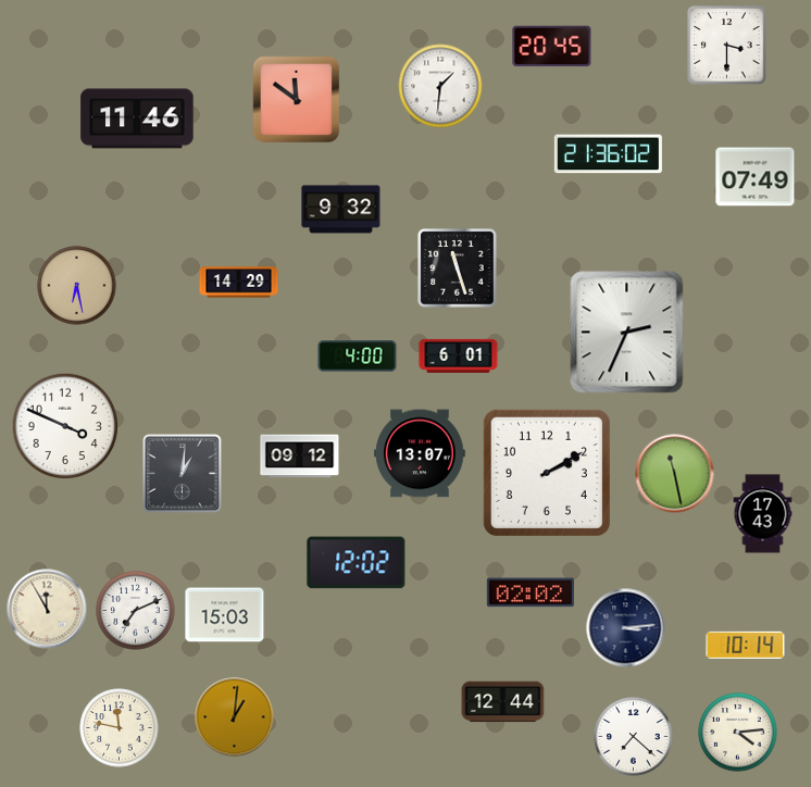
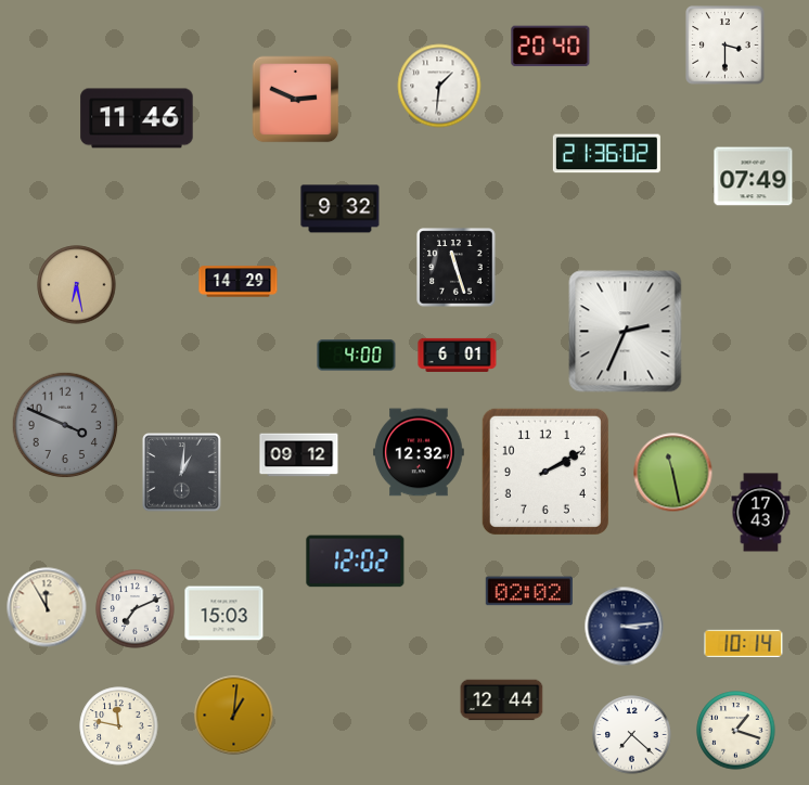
clock at (552, 47): 20:45 -> 20:40
clock at (297, 100): 11:51 -> 2:49
clock at (65, 426) dial: white -> grey
clock at (420, 453): 13:07 -> 12:32
clock at (738, 733): 4:14 -> 1:18
